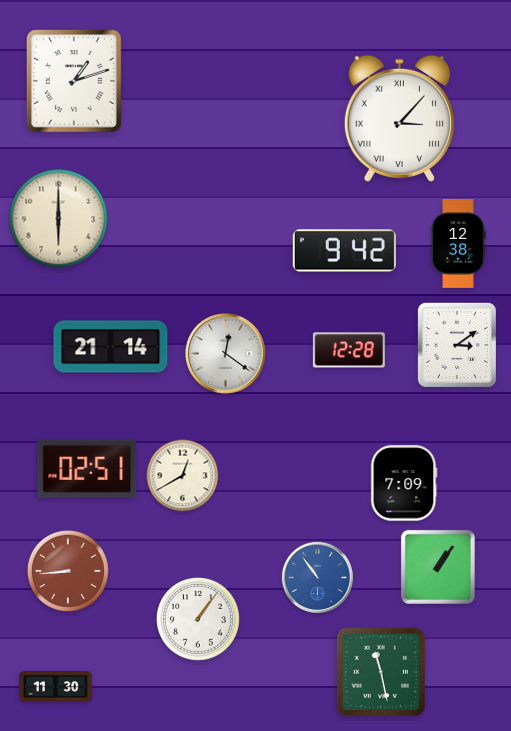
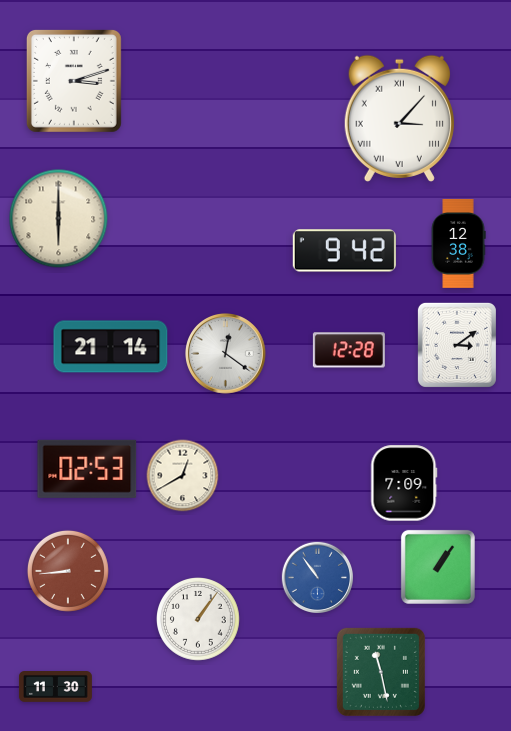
clock at (74, 81): 1:12 -> 3:12
clock at (87, 469): 02:51 -> 02:53
